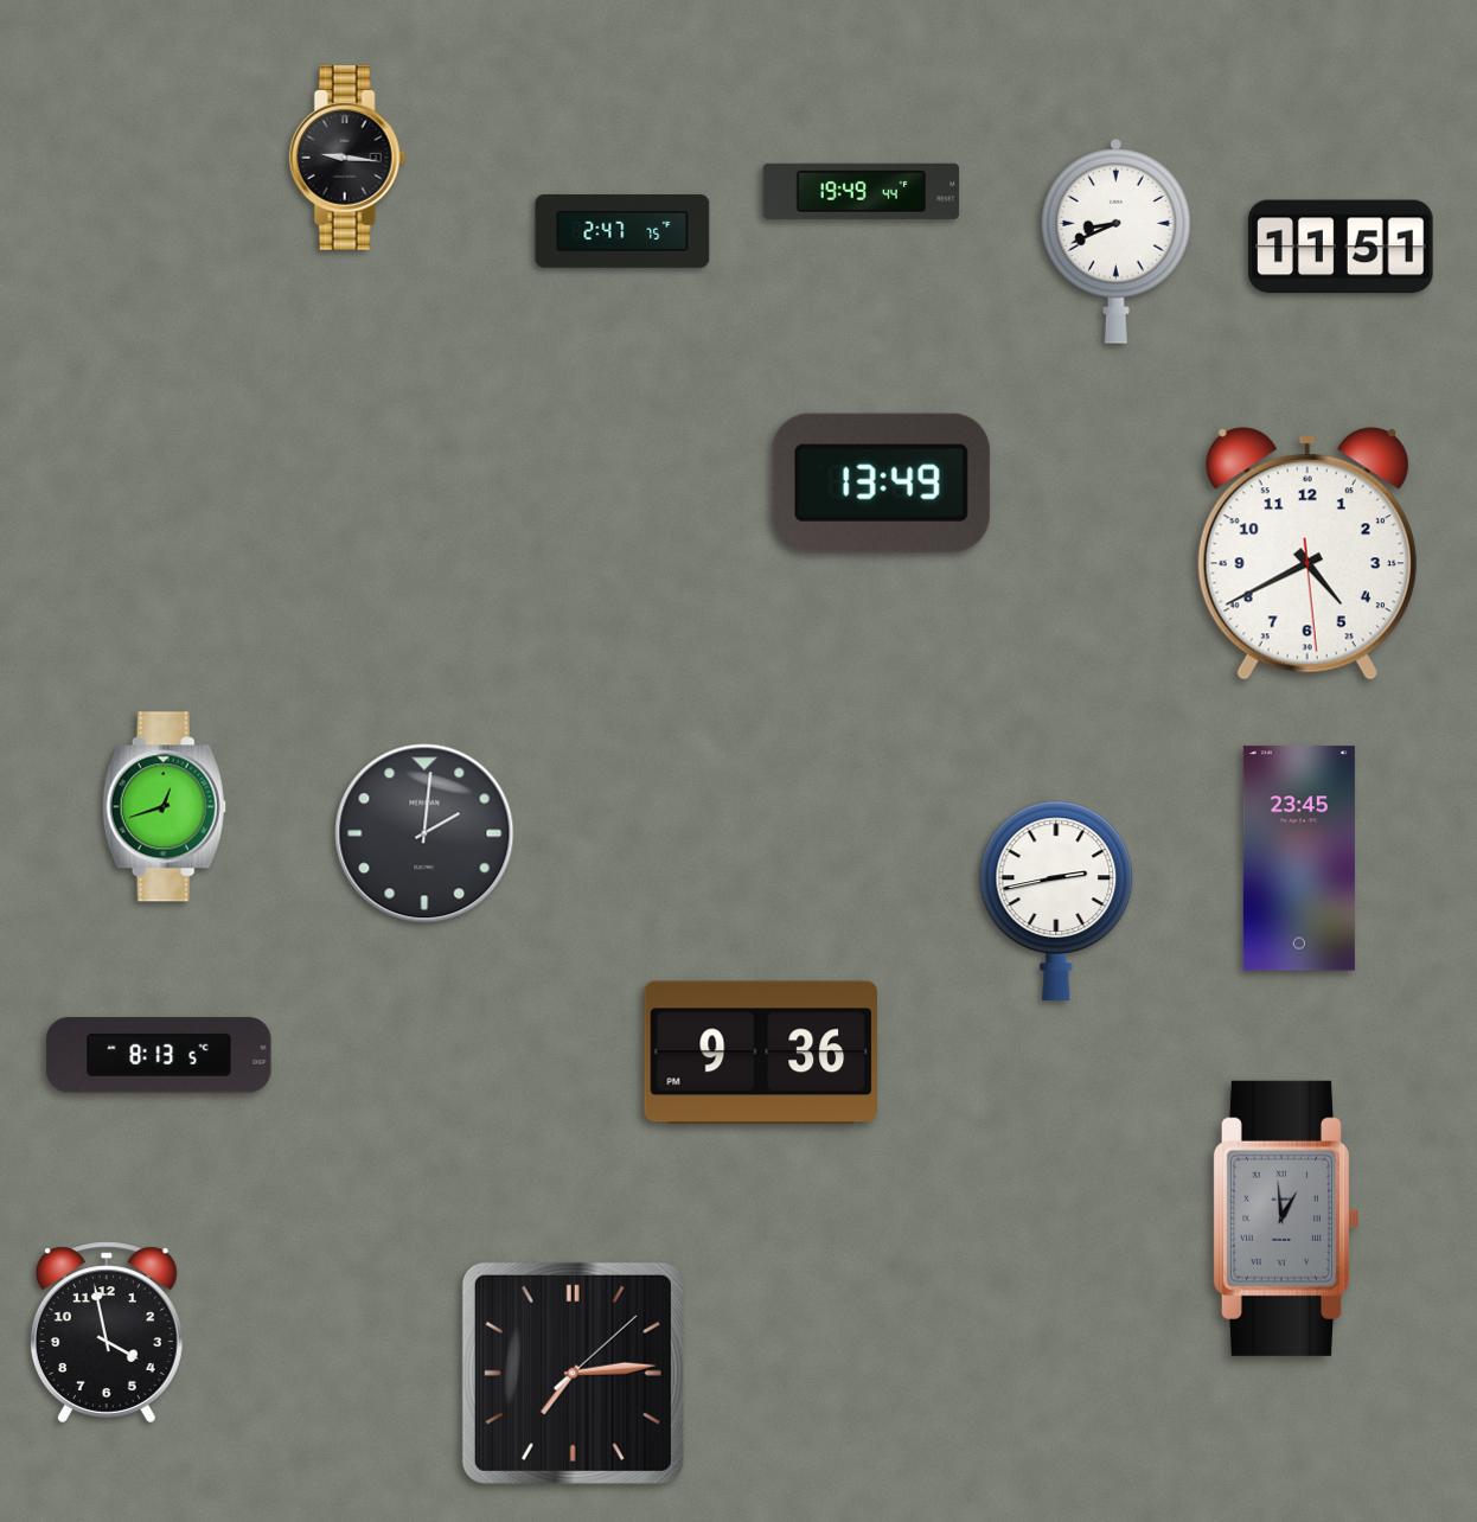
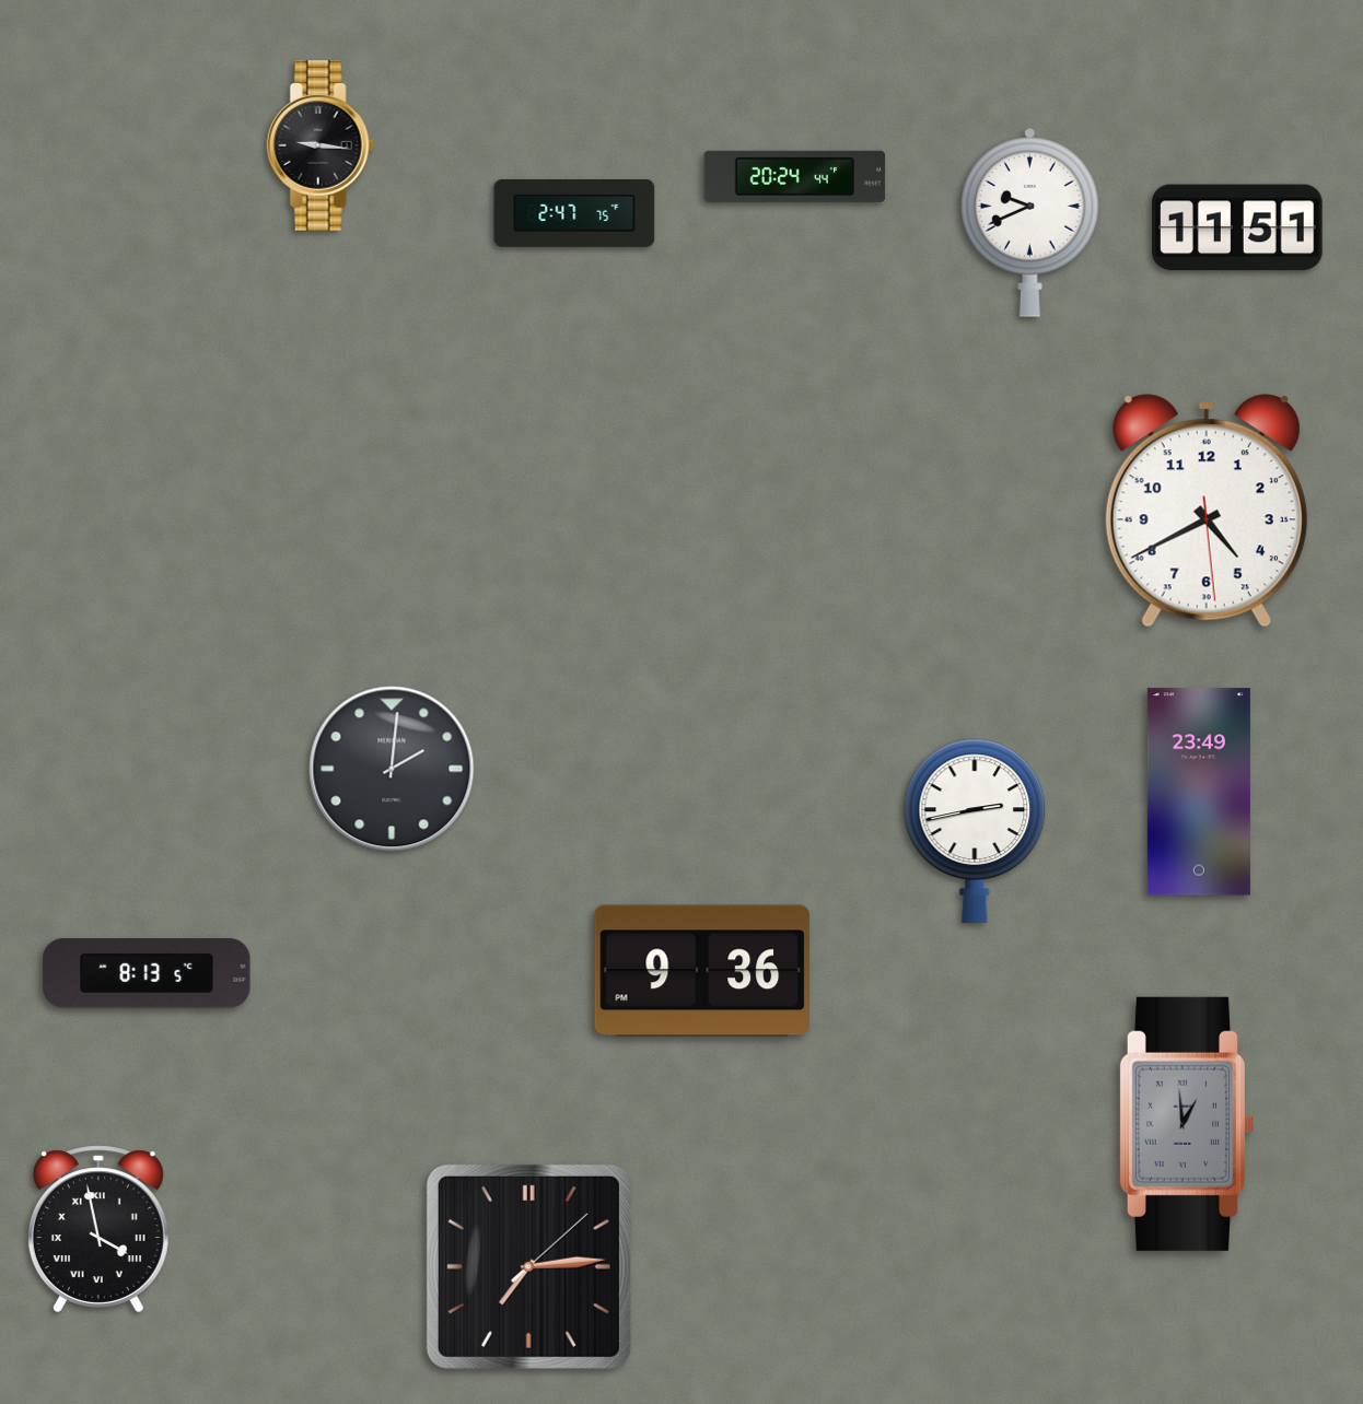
clock at (862, 191): 19:49 -> 20:24
clock at (1117, 242): 8:41 -> 9:41
clock at (881, 482): 13:49 -> none
clock at (164, 807): 12:42 -> none
clock at (1299, 858): 23:45 -> 23:49
clock at (107, 1332) numerals: Arabic -> Roman
